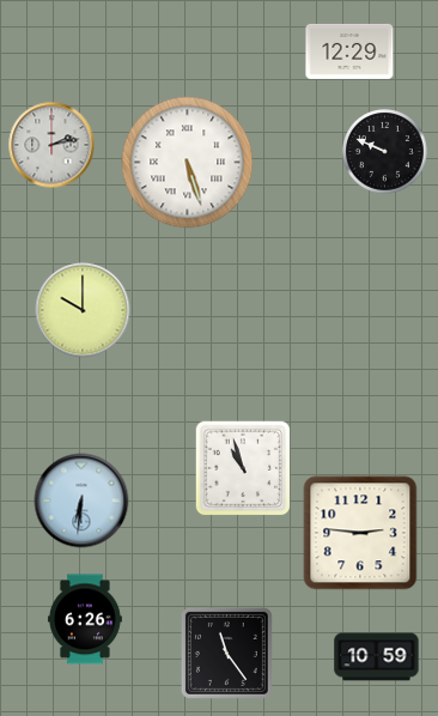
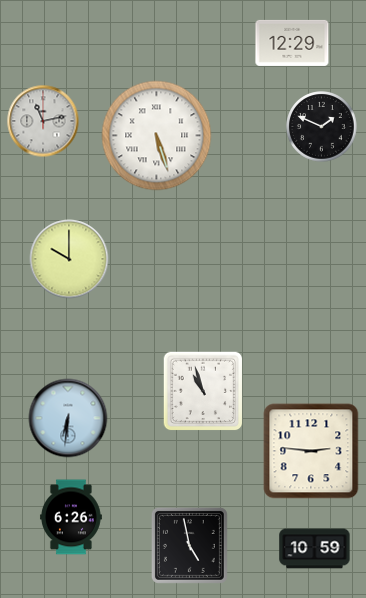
clock at (51, 145): 2:13 -> 11:13
clock at (385, 152): 9:49 -> 1:49
clock at (360, 533) position: (360, 533) -> (311, 451)
clock at (226, 653): 11:24 -> 4:58
